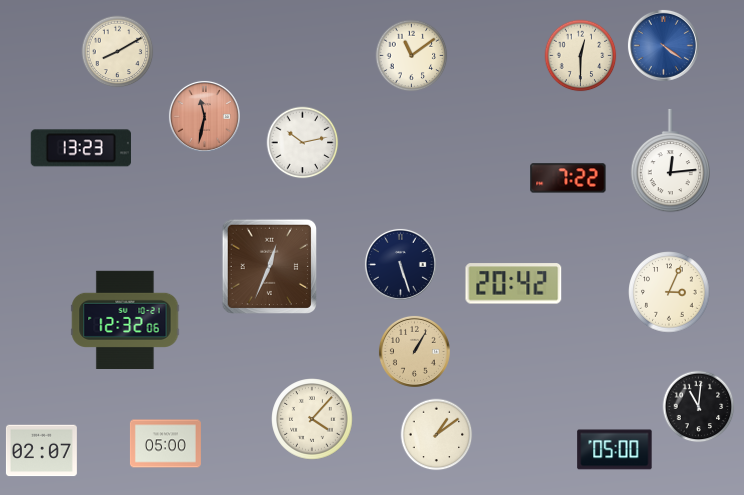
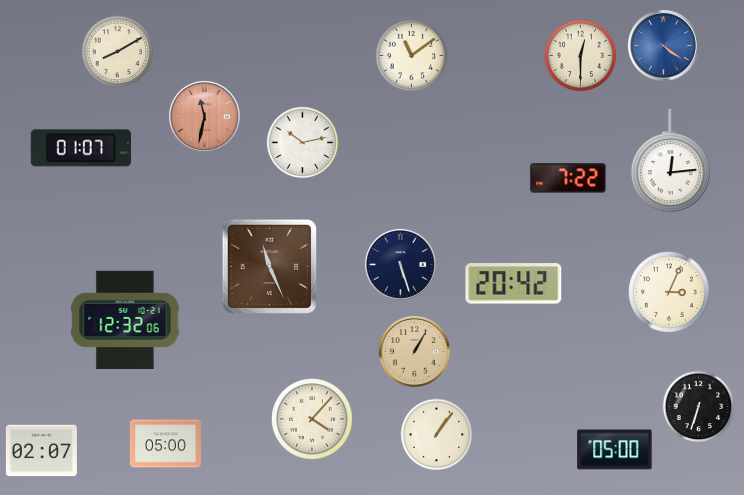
clock at (81, 148): 13:23 -> 01:07
clock at (269, 266): 12:34 -> 11:26
clock at (699, 407): 11:01 -> 6:33
clock at (437, 435): 1:09 -> 1:06
